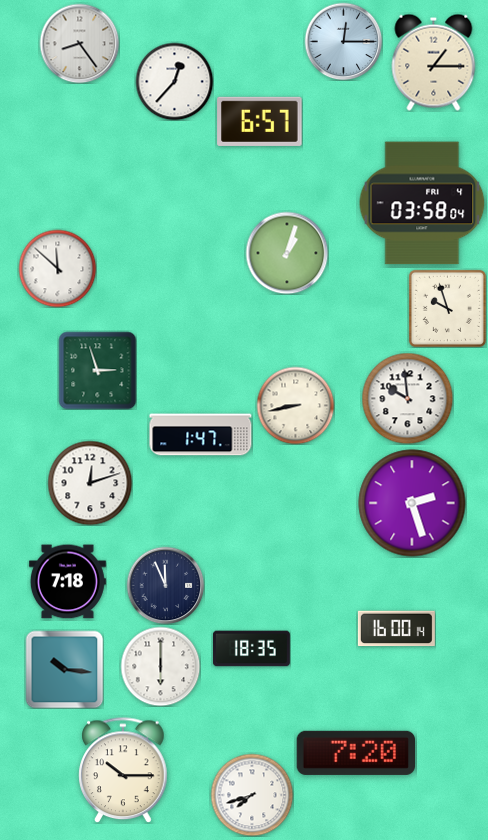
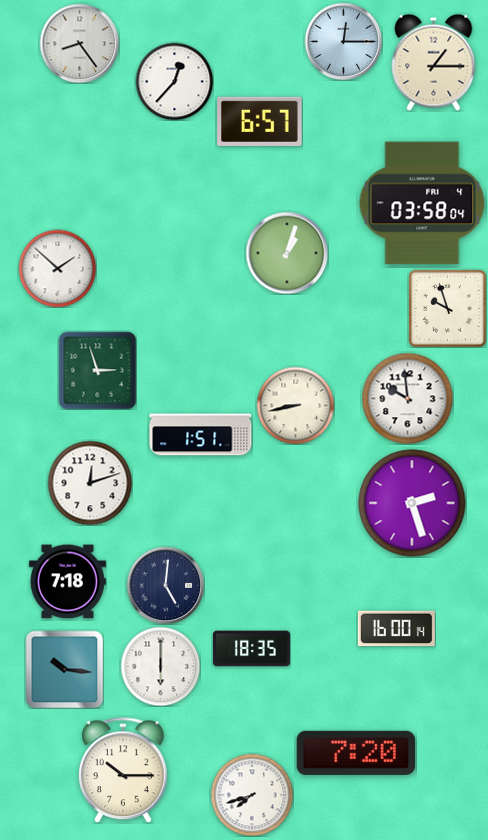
clock at (57, 268): 11:52 -> 1:52
clock at (201, 435): 1:47 -> 1:51
clock at (165, 585): 11:56 -> 5:01
